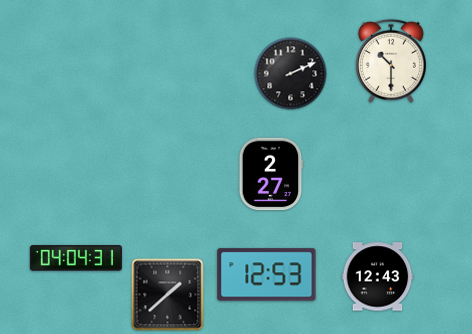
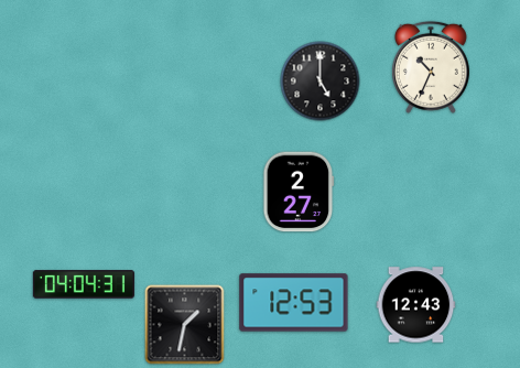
clock at (391, 61): 10:30 -> 10:34
clock at (291, 74): 2:11 -> 5:00
clock at (168, 295): 1:38 -> 1:32
